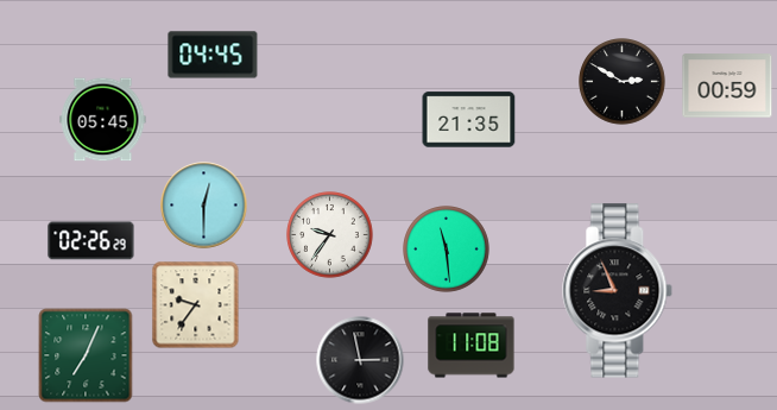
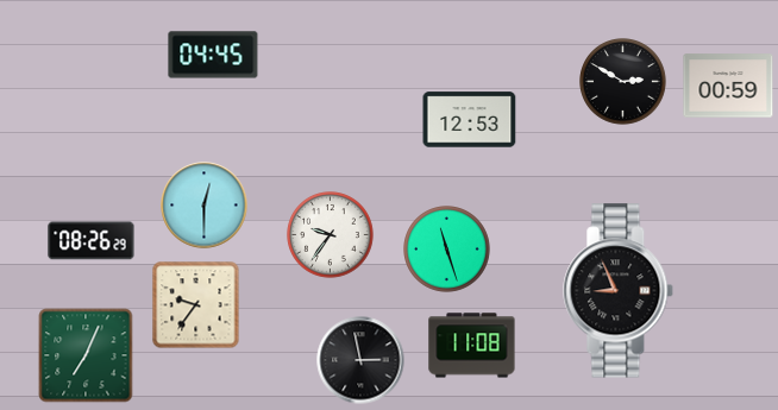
clock at (103, 120): 05:45 -> none
clock at (469, 120): 21:35 -> 12:53
clock at (91, 241): 02:26 -> 08:26
clock at (447, 250): 11:29 -> 11:27
